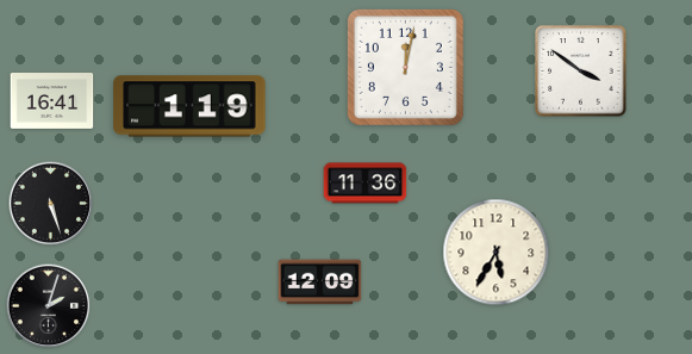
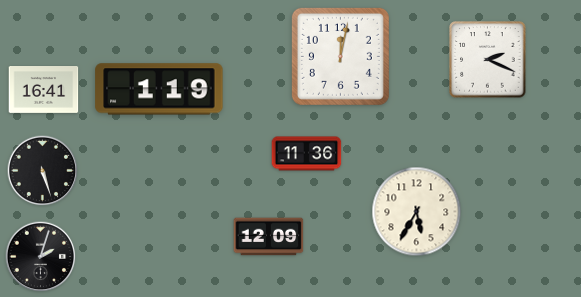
clock at (581, 72): 3:51 -> 2:19
clock at (52, 101) position: (52, 101) -> (44, 90)
